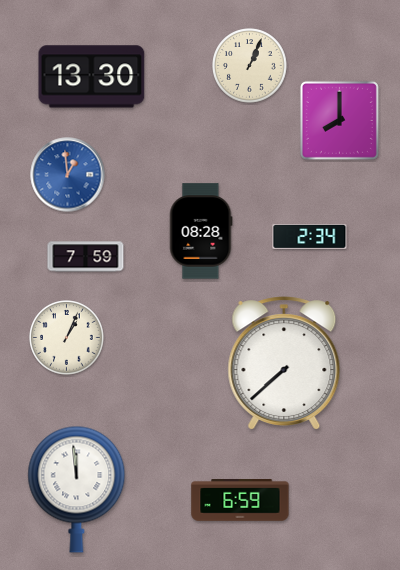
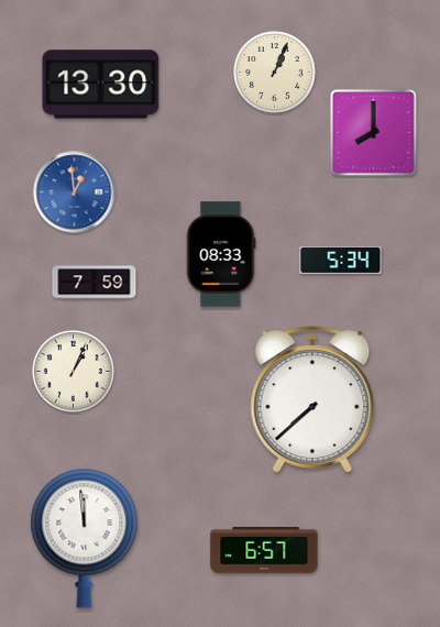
clock at (201, 231): 08:28 -> 08:33
clock at (310, 237): 2:34 -> 5:34
clock at (240, 501): 6:59 -> 6:57
